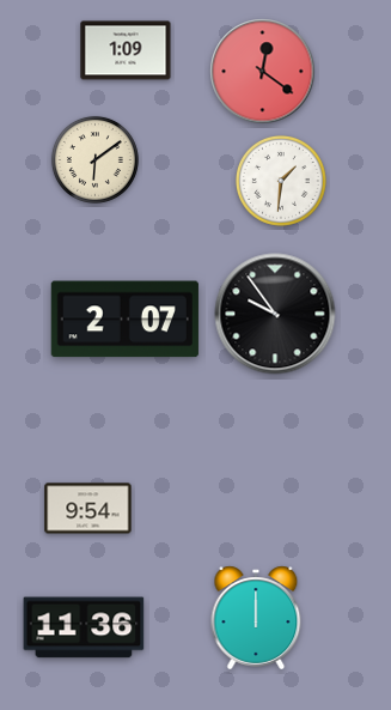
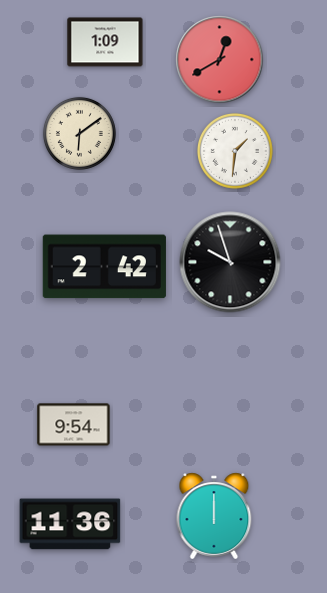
clock at (263, 72): 12:21 -> 12:40
clock at (275, 314): 9:54 -> 9:57
clock at (124, 320): 2:07 -> 2:42
